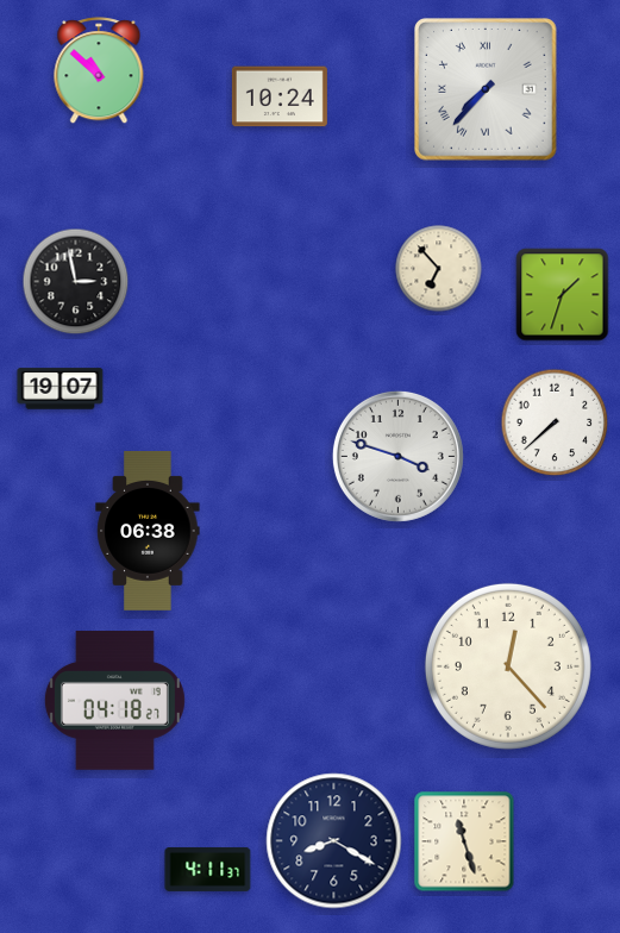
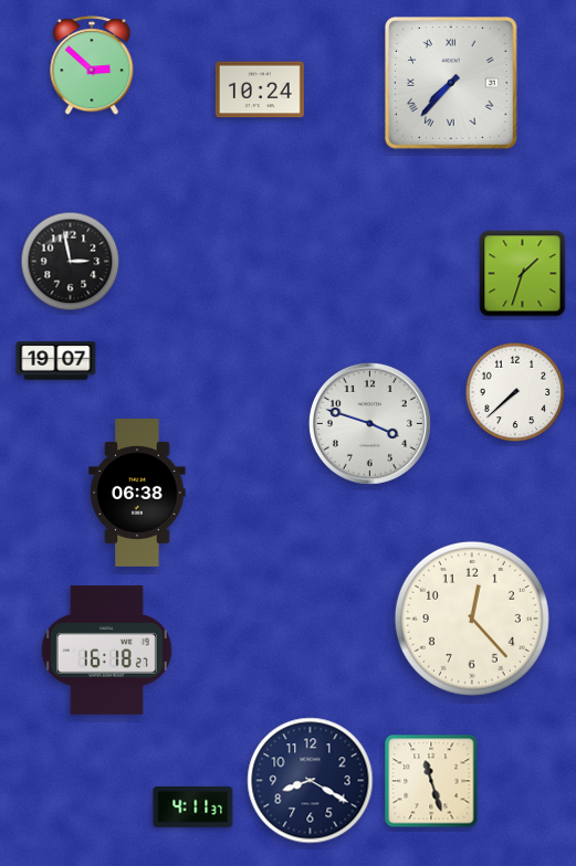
clock at (99, 71): 10:52 -> 2:52
clock at (439, 269): 6:53 -> none
clock at (114, 701): 04:18 -> 16:18
